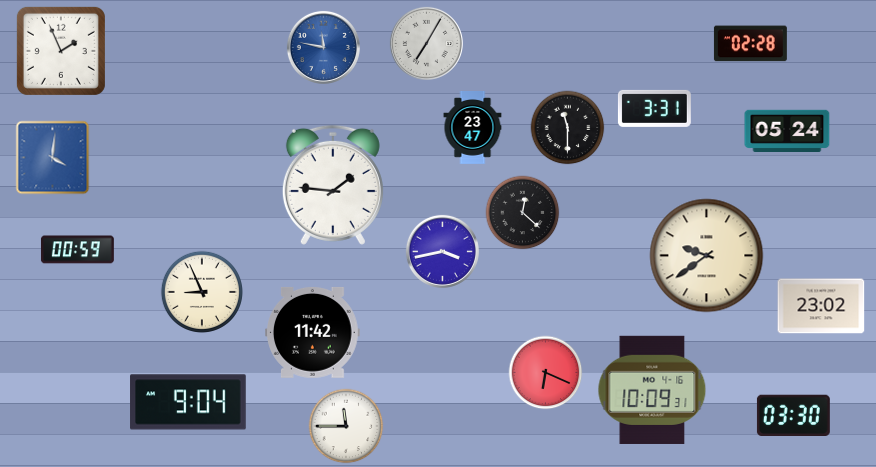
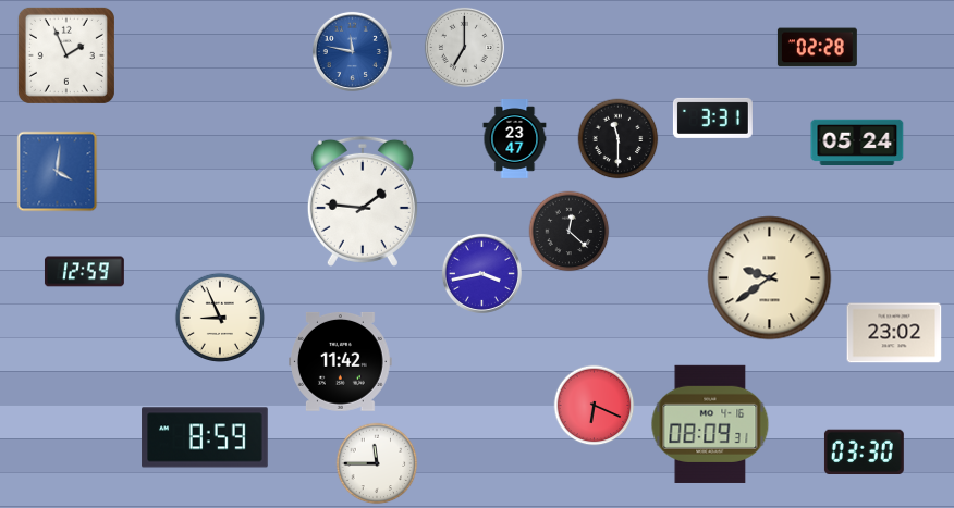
clock at (426, 43): 7:05 -> 7:00
clock at (77, 250): 00:59 -> 12:59
clock at (652, 390): 10:09 -> 08:09
clock at (188, 402): 9:04 -> 8:59
